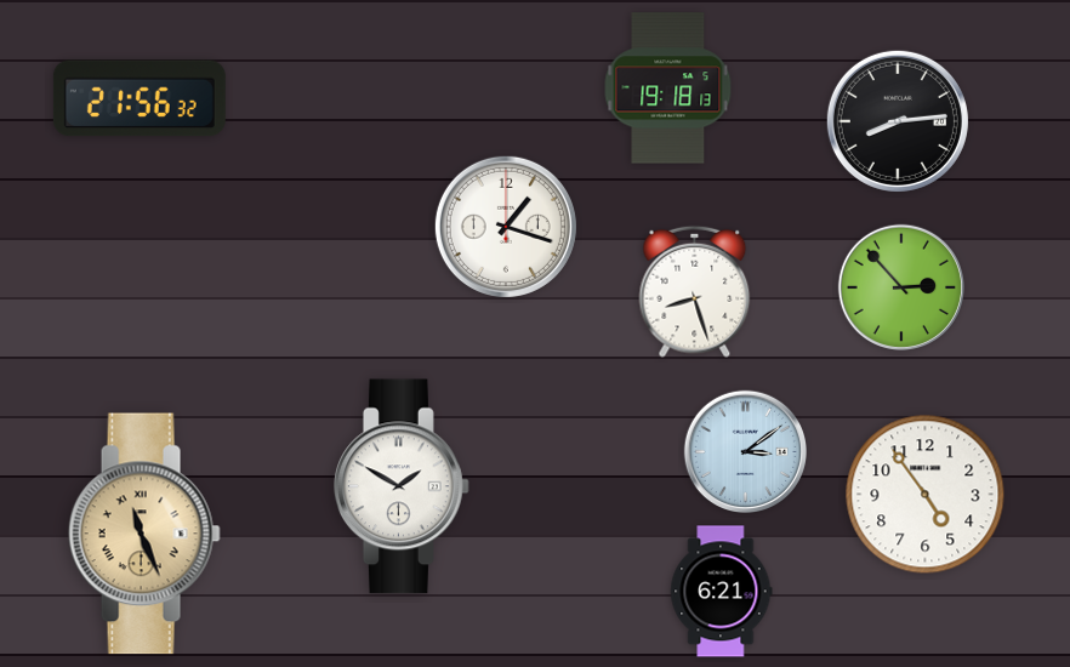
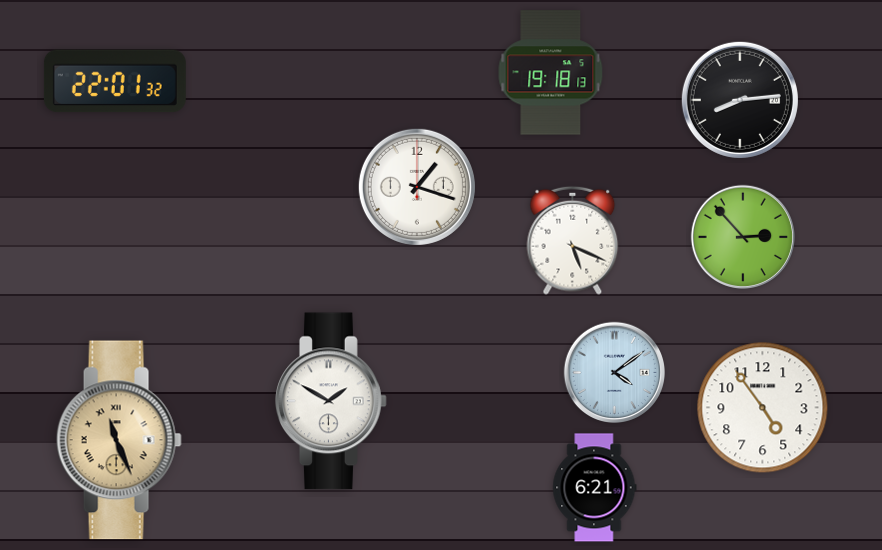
clock at (140, 98): 21:56 -> 22:01
clock at (695, 291): 8:27 -> 5:19
clock at (745, 451): 3:09 -> 4:09
